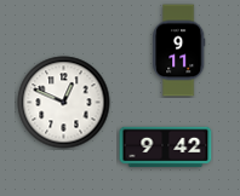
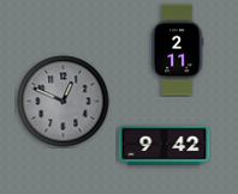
clock at (179, 51): 9:11 -> 2:11
clock at (64, 103) dial: white -> grey
